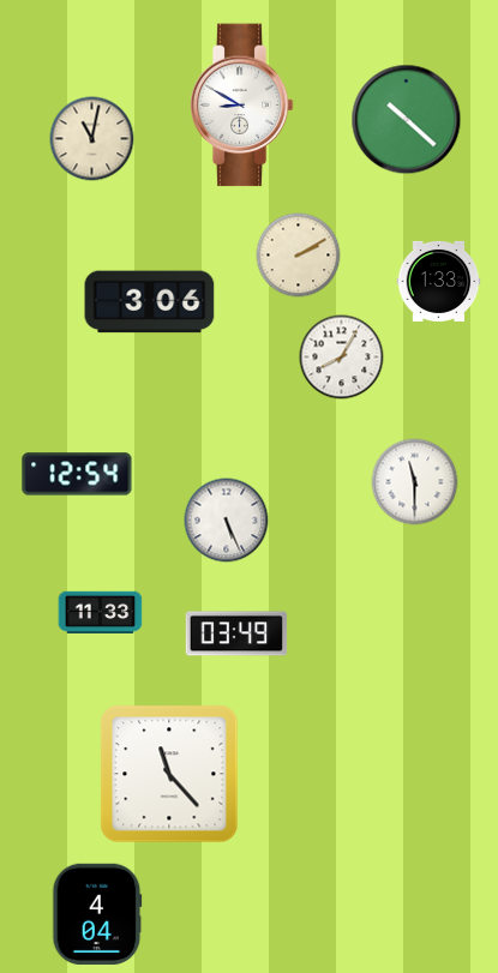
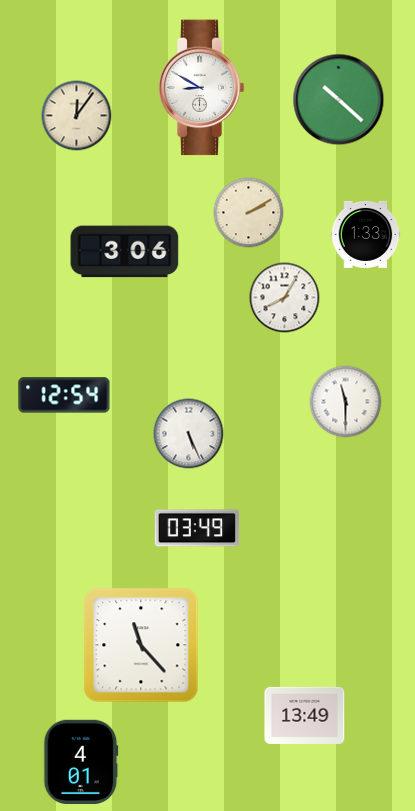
clock at (92, 139): 11:02 -> 12:06
clock at (101, 613): 11:33 -> none
clock at (305, 715): none -> 13:49
clock at (97, 913): 4:04 -> 4:01
